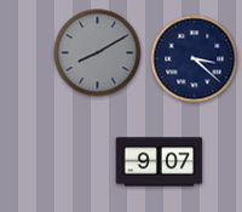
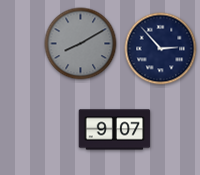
clock at (195, 59): 3:22 -> 2:53
clock at (160, 162) position: (160, 162) -> (115, 130)
